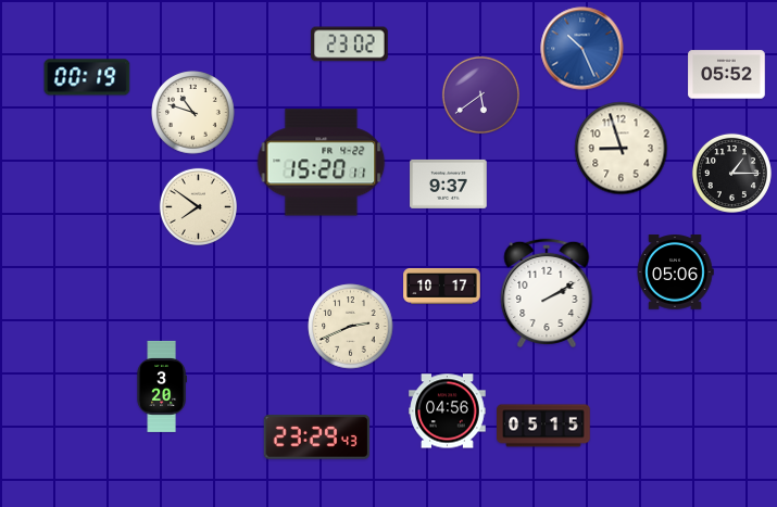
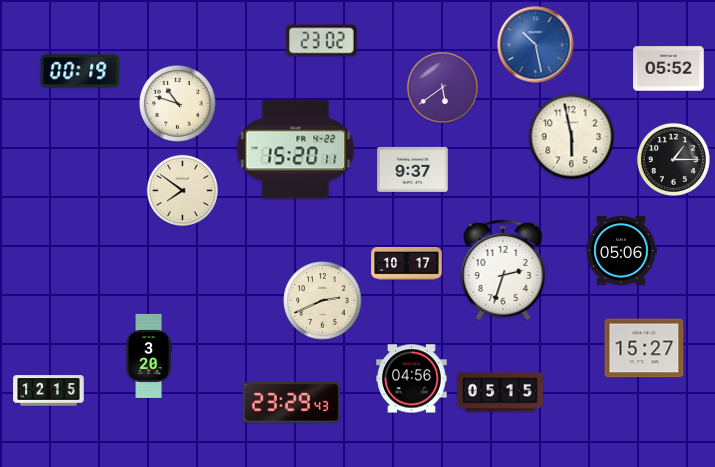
clock at (582, 49): 10:26 -> 10:28
clock at (622, 149): 8:57 -> 5:58
clock at (547, 292): 2:10 -> 2:33
clock at (644, 348): none -> 15:27
clock at (49, 391): none -> 12:15
